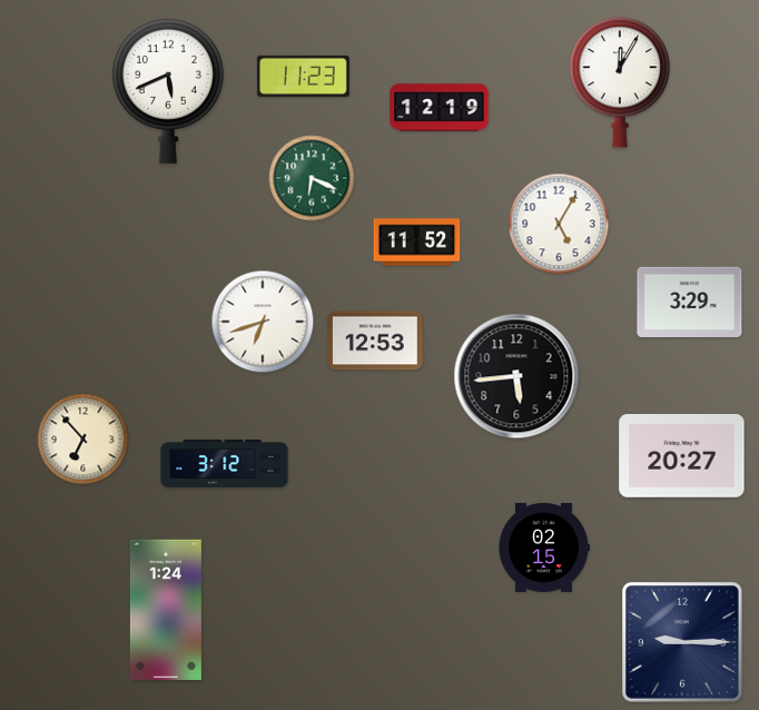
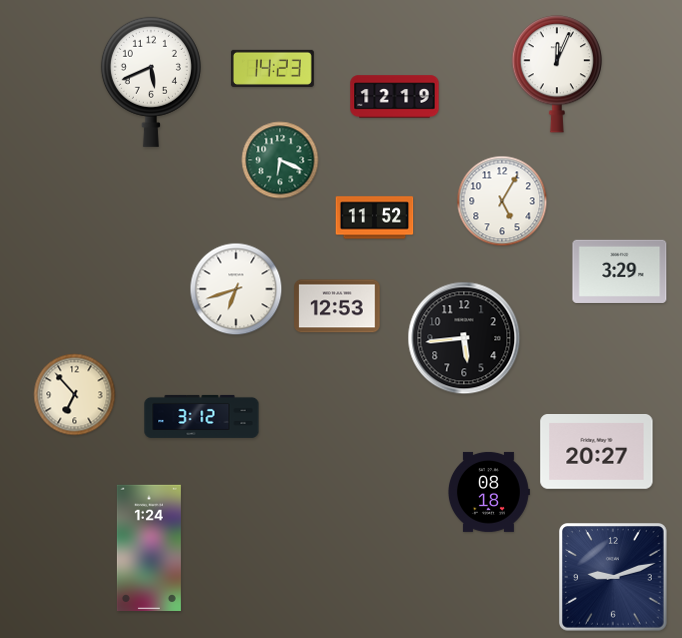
clock at (303, 76): 11:23 -> 14:23
clock at (620, 82): 12:05 -> 12:04
clock at (682, 456) position: (682, 456) -> (597, 452)
clock at (543, 548): 02:15 -> 08:18
clock at (682, 642): 9:15 -> 9:12
